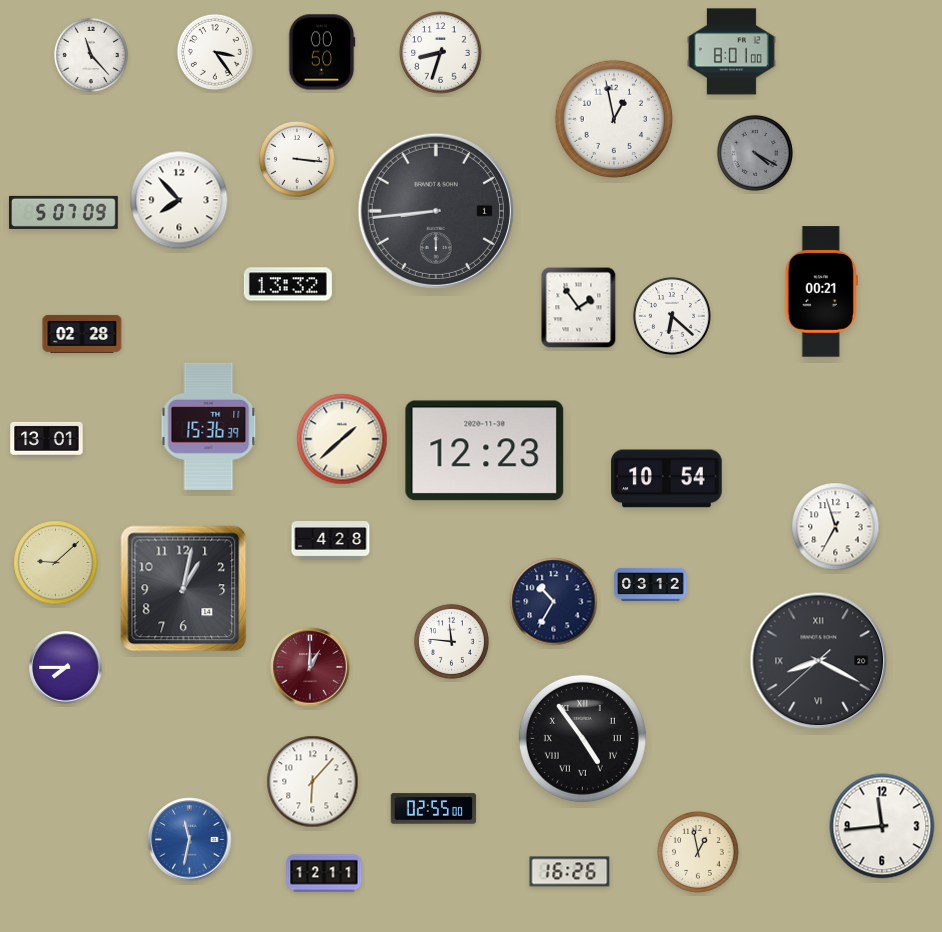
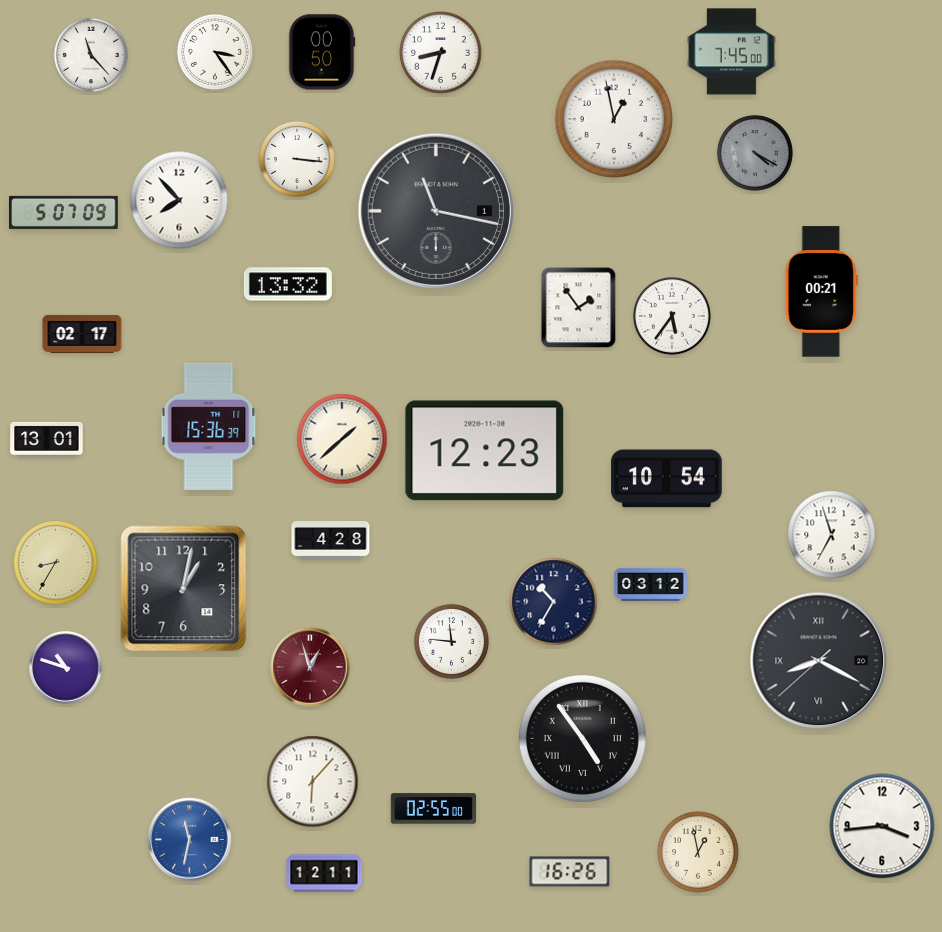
clock at (731, 52): 8:01 -> 7:45
clock at (436, 211): 8:44 -> 11:17
clock at (672, 316): 6:22 -> 5:36
clock at (82, 334): 02:28 -> 02:17
clock at (836, 527) position: (836, 527) -> (832, 535)
clock at (56, 563): 9:08 -> 8:35
clock at (310, 667): 1:00 -> 12:57
clock at (66, 668): 7:45 -> 10:48
clock at (882, 826): 11:44 -> 3:44
